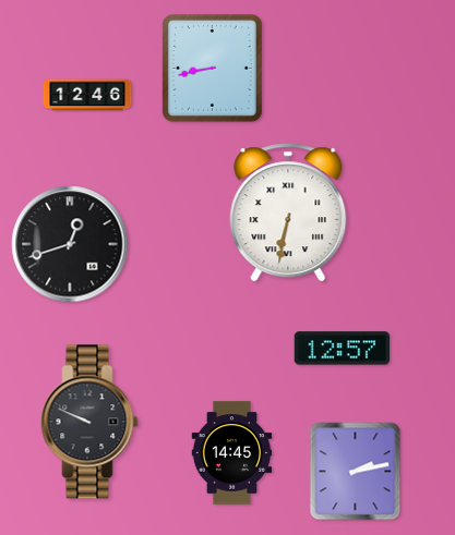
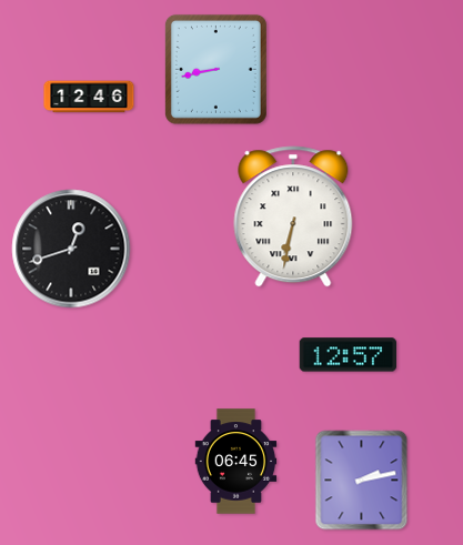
clock at (89, 422): 9:49 -> none
clock at (232, 453): 14:45 -> 06:45
